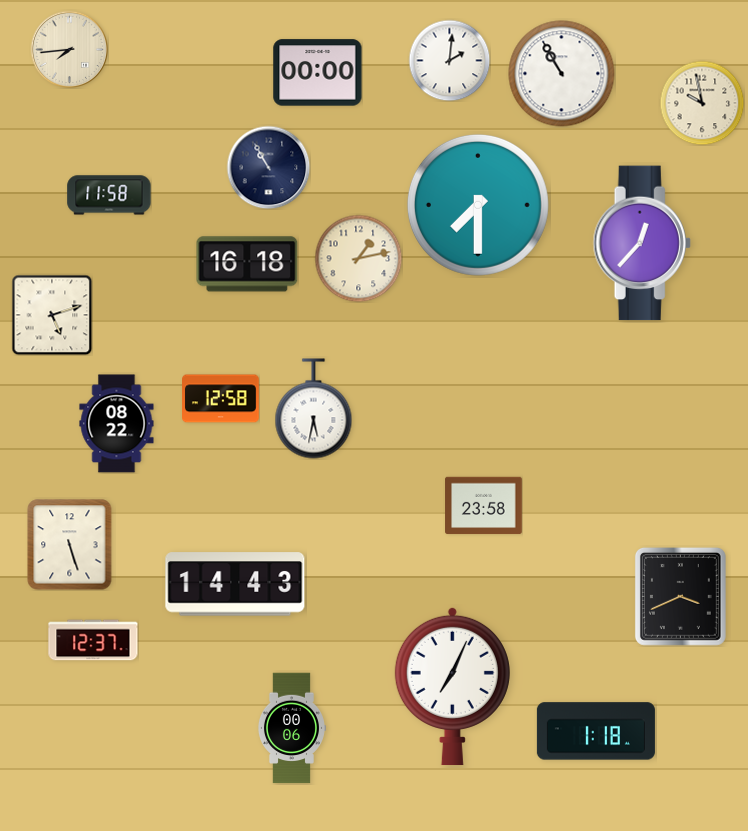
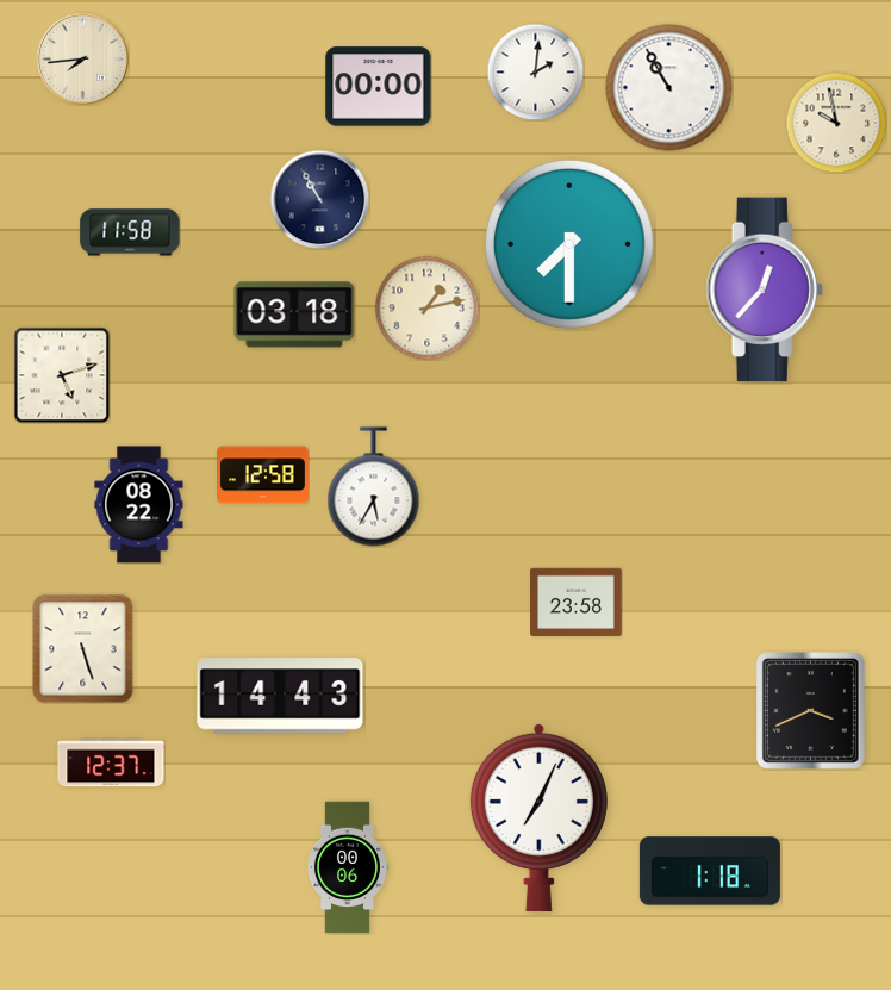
clock at (247, 264): 16:18 -> 03:18
clock at (314, 409): 5:32 -> 5:35
